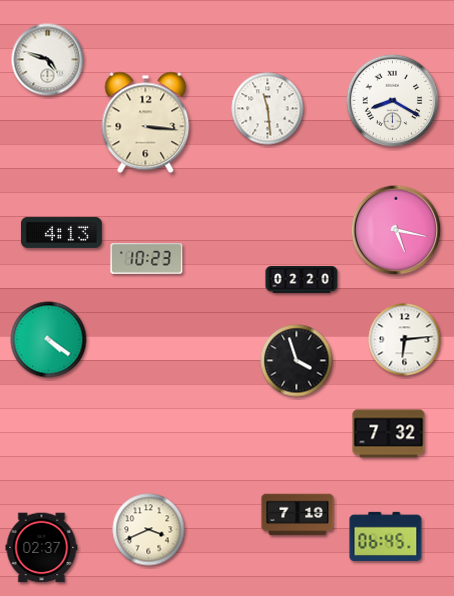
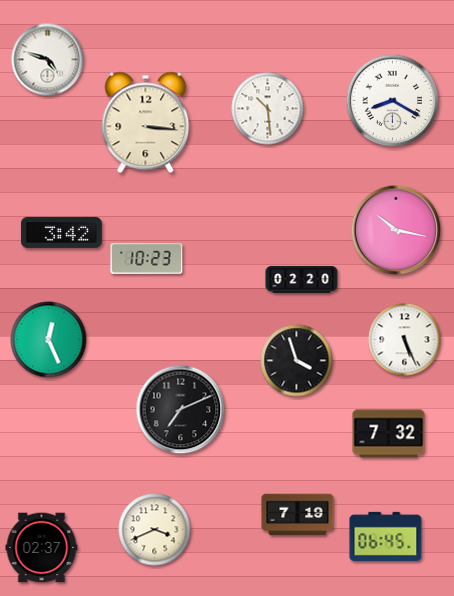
clock at (268, 109): 11:29 -> 10:29
clock at (396, 230): 5:17 -> 10:17
clock at (61, 232): 4:13 -> 3:42
clock at (49, 340): 4:21 -> 12:26
clock at (405, 340): 6:14 -> 5:26
clock at (181, 410): none -> 7:11
clock at (149, 530) position: (149, 530) -> (155, 530)
